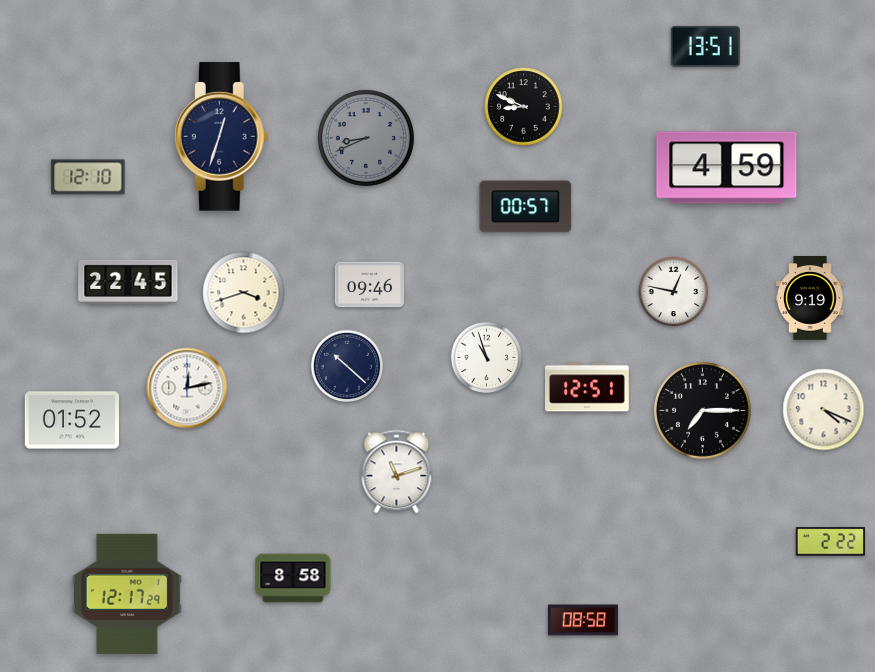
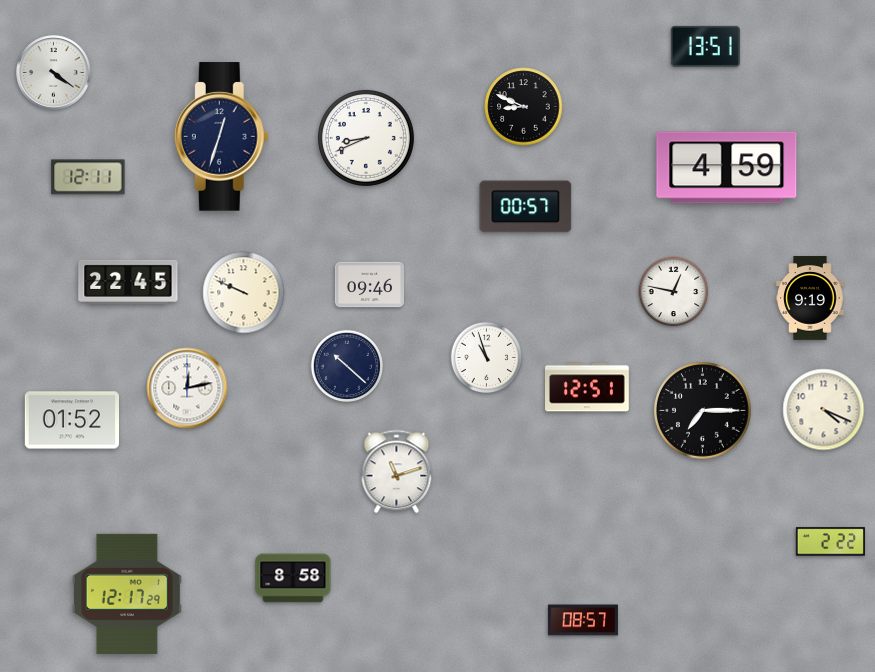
clock at (54, 73): none -> 4:21
clock at (366, 138) dial: grey -> white
clock at (88, 177): 12:10 -> 12:11
clock at (244, 293): 3:42 -> 9:49
clock at (583, 620): 08:58 -> 08:57
